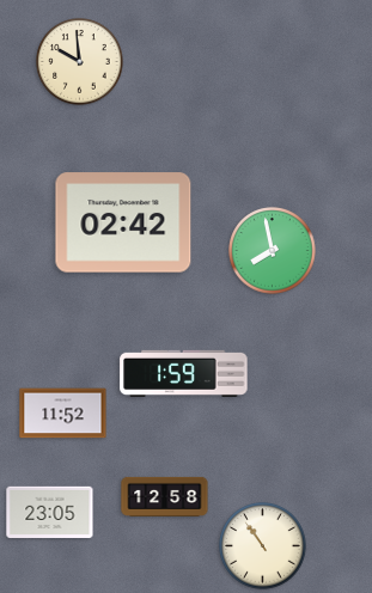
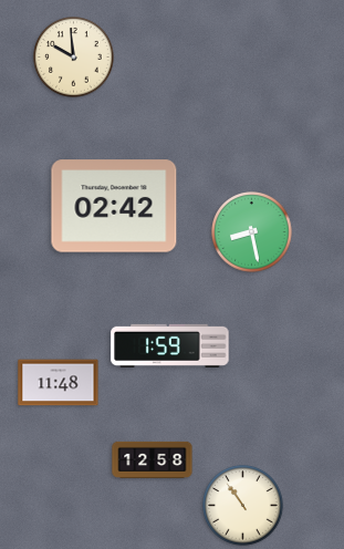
clock at (273, 251): 7:58 -> 8:28
clock at (63, 414): 11:52 -> 11:48
clock at (50, 512): 23:05 -> none
